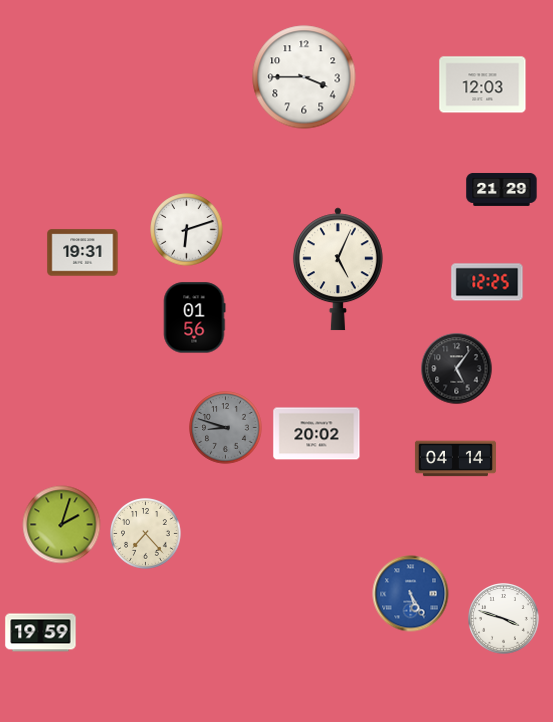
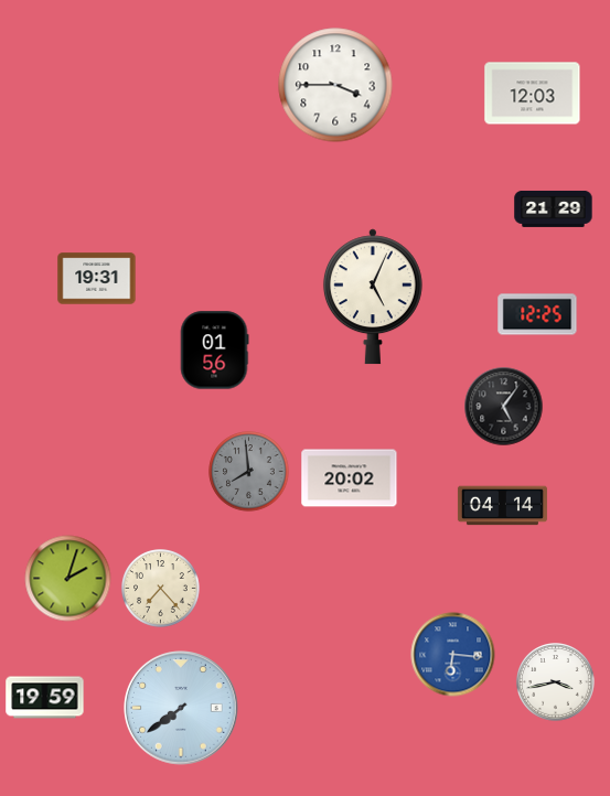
clock at (187, 230): 6:12 -> none
clock at (83, 253) position: (83, 253) -> (97, 279)
clock at (487, 282) position: (487, 282) -> (537, 314)
clock at (226, 428): 8:48 -> 7:59
clock at (411, 594): 5:25 -> 6:16
clock at (504, 619): 3:48 -> 3:43
clock at (182, 709): none -> 7:39
